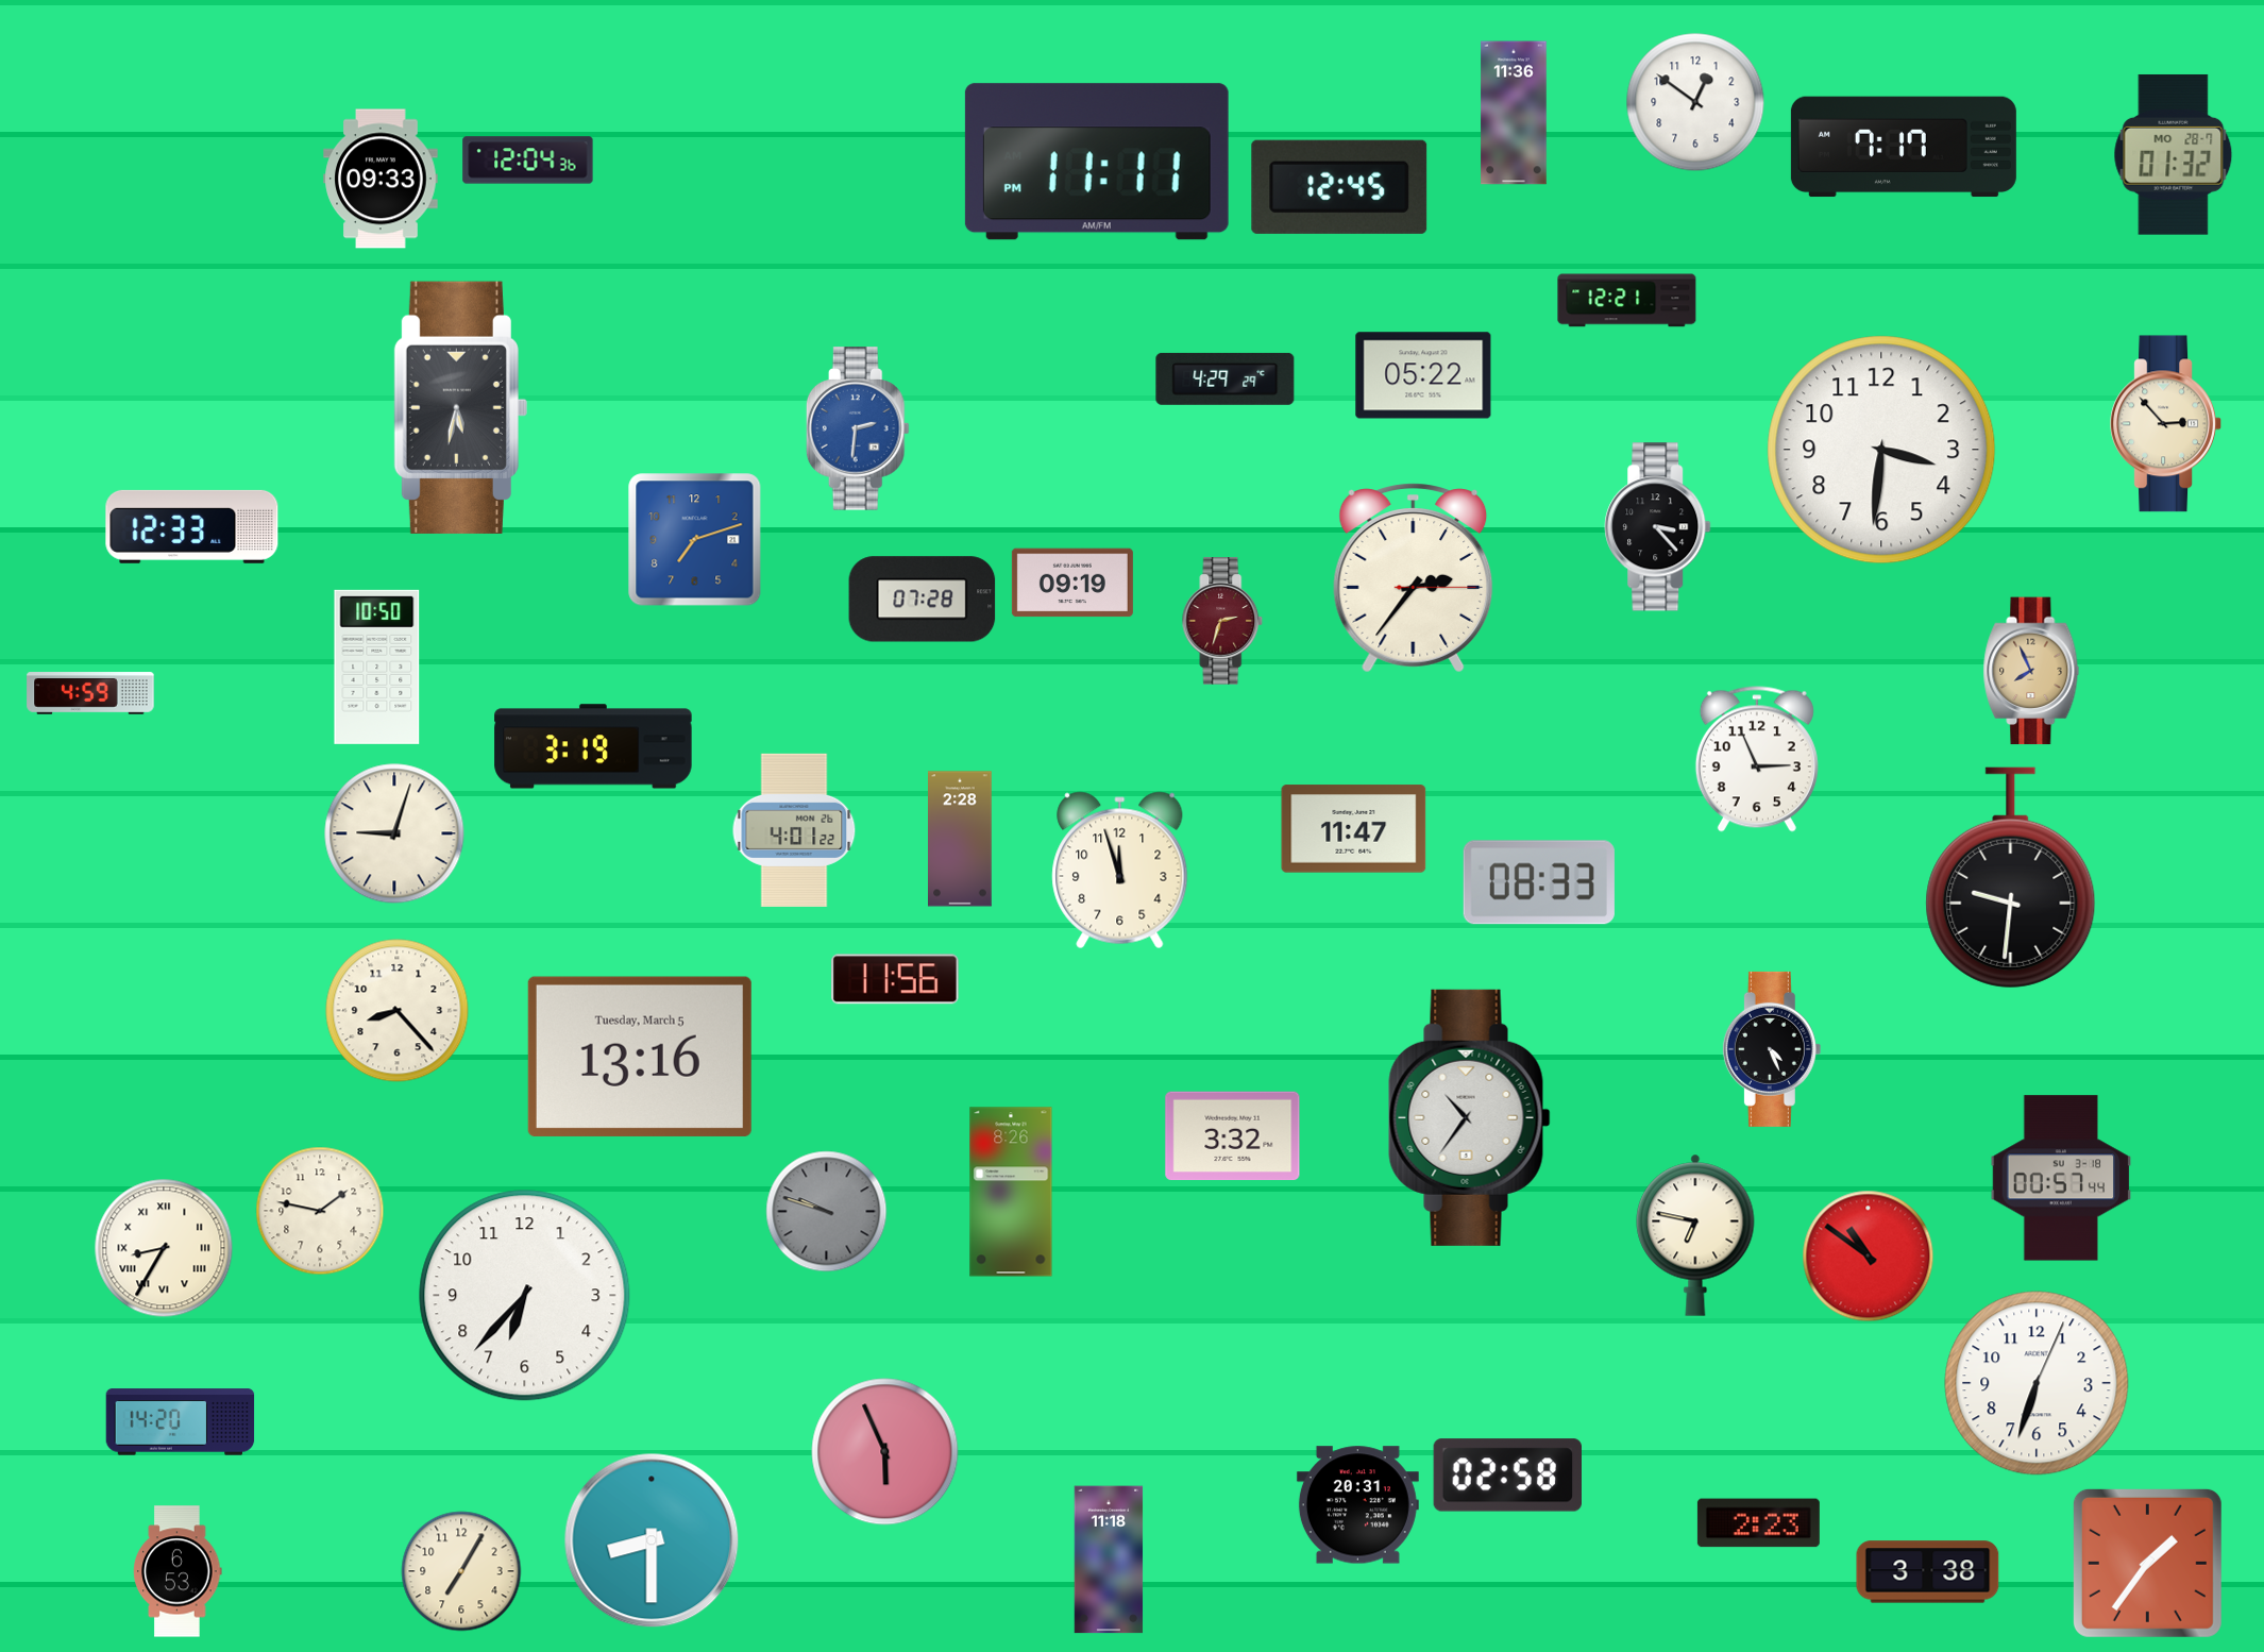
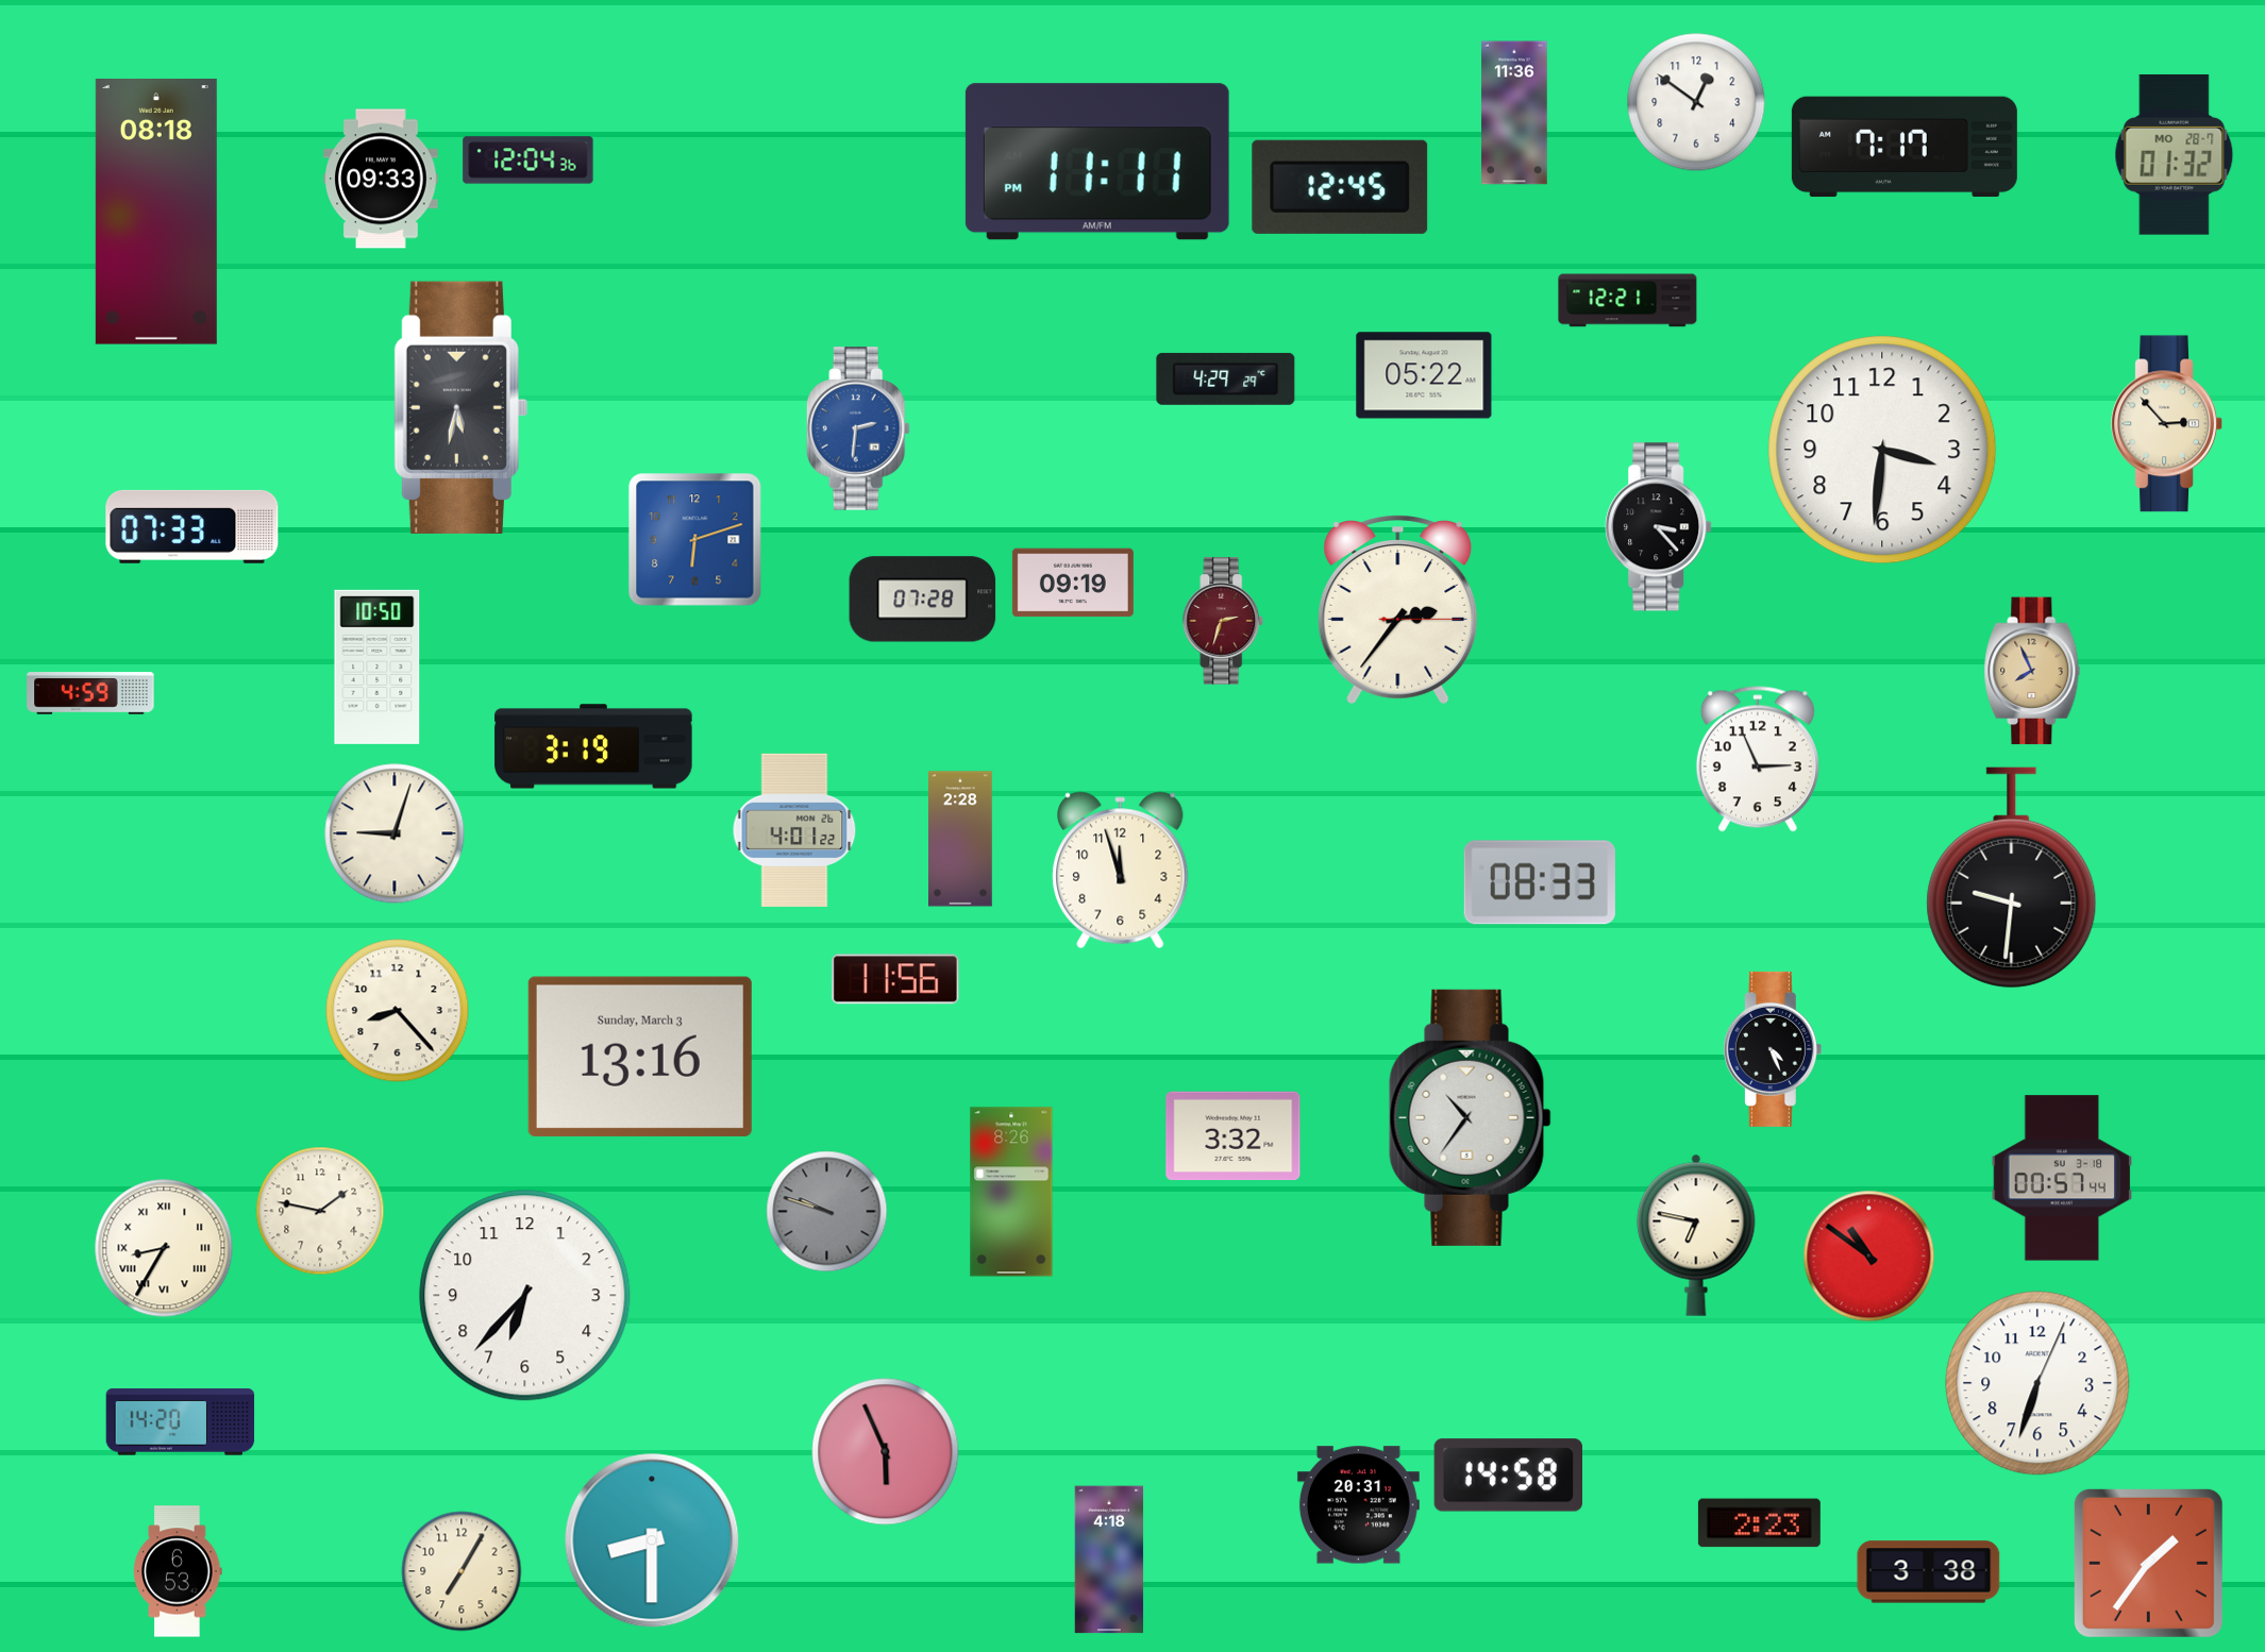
clock at (156, 213): none -> 08:18
clock at (192, 526): 12:33 -> 07:33
clock at (695, 540): 7:12 -> 6:12
clock at (1414, 578) position: (1414, 578) -> (1398, 610)
clock at (1354, 829): 11:47 -> none
clock at (640, 1057) date: Tuesday, March 5 -> Sunday, March 3
clock at (1508, 1476): 02:58 -> 14:58
clock at (1109, 1560): 11:18 -> 4:18
